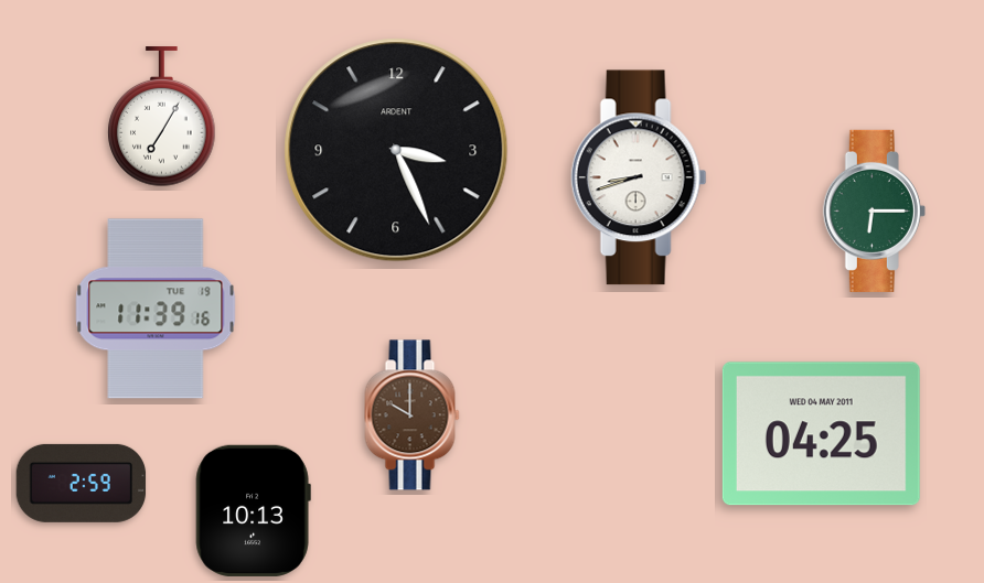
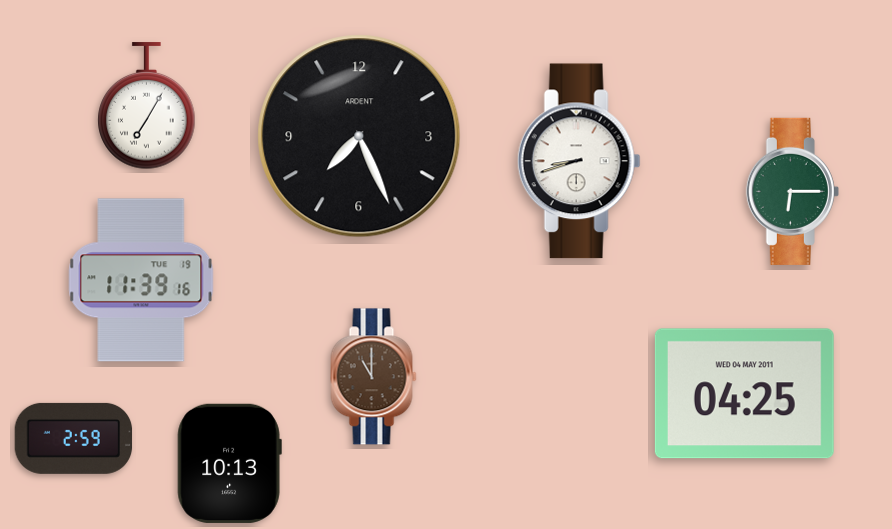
clock at (396, 150): 3:26 -> 7:26
clock at (413, 415): 10:00 -> 11:00
